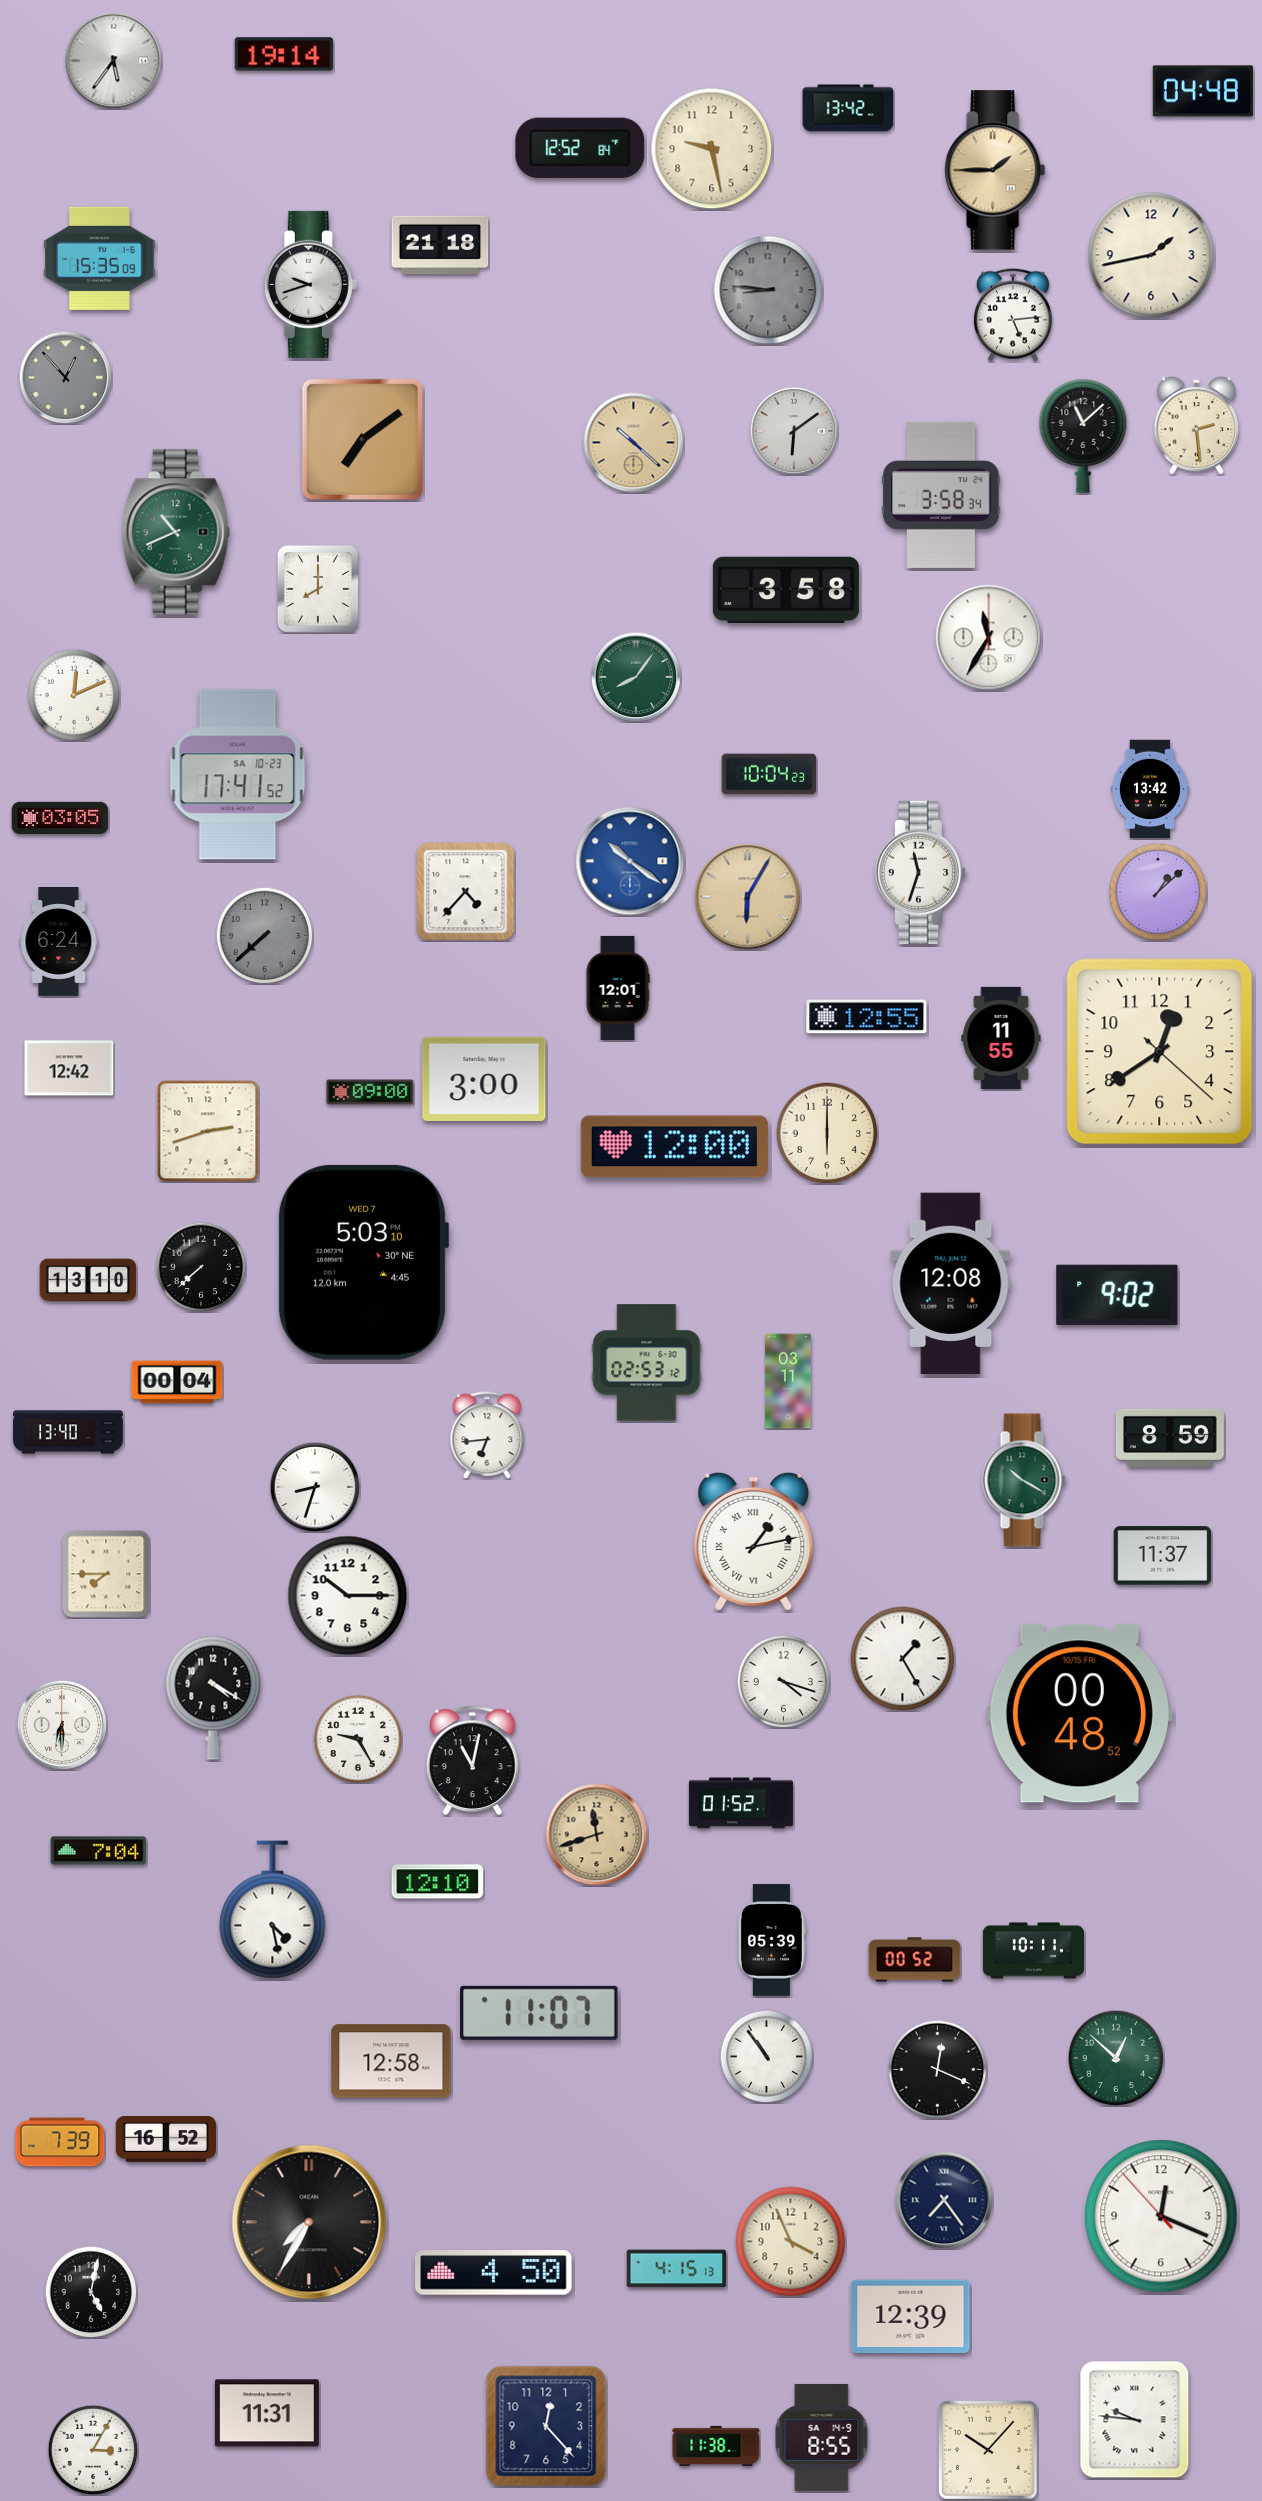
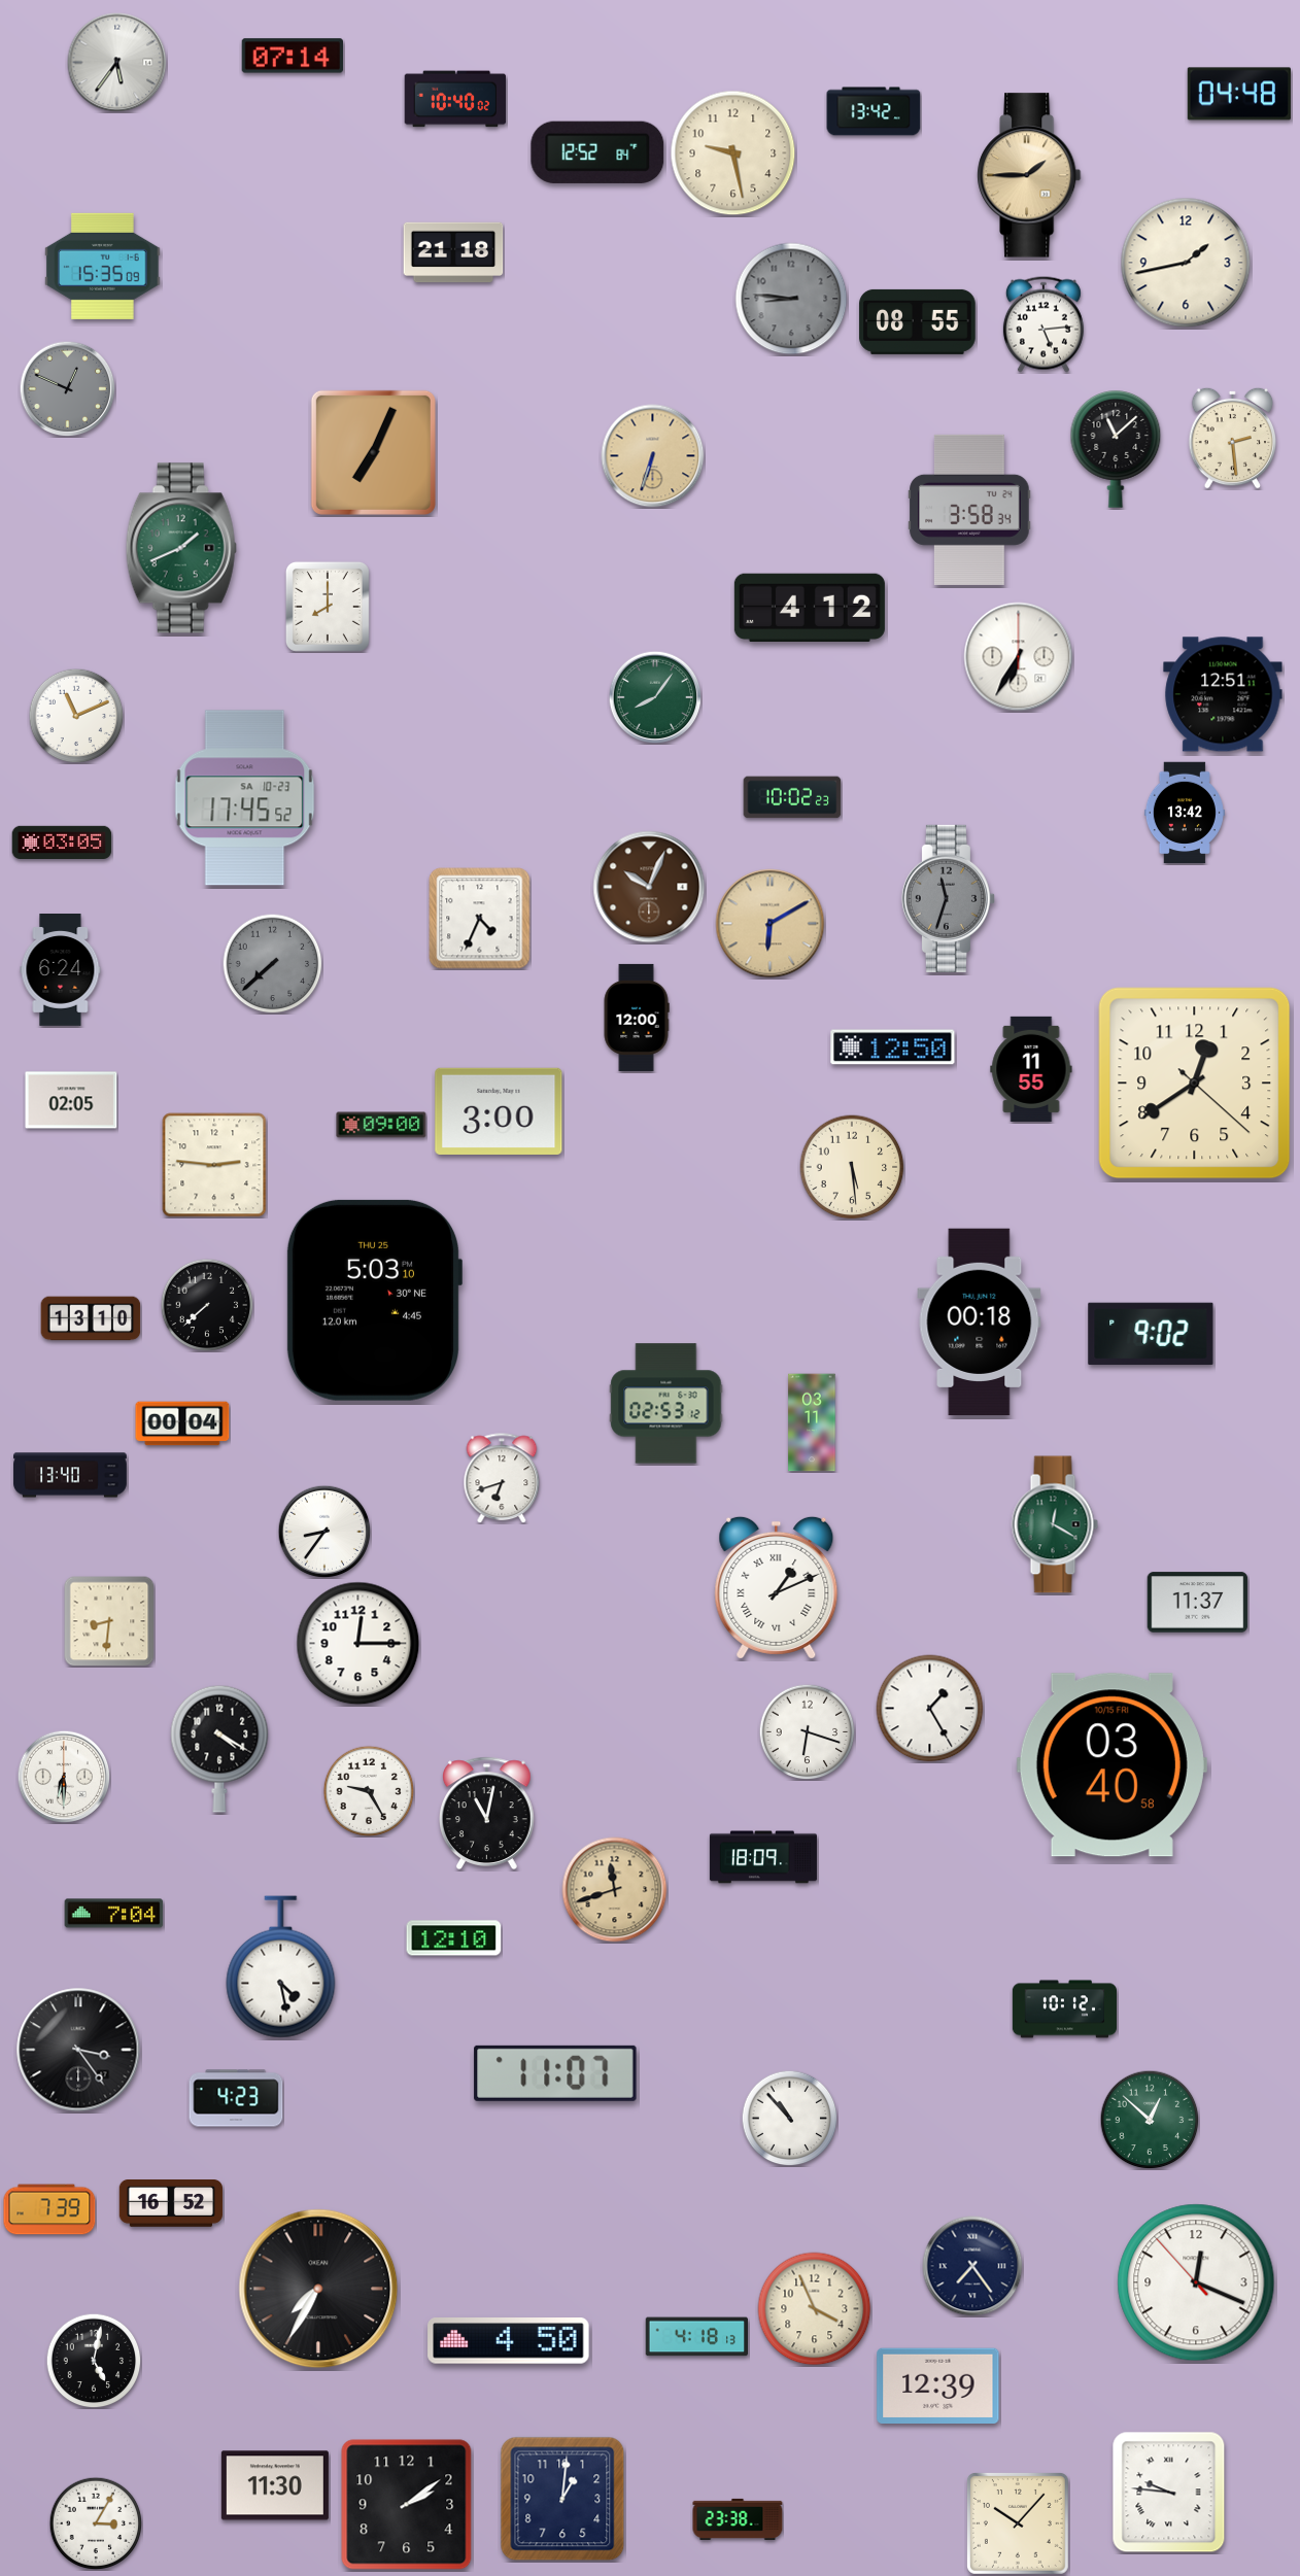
clock at (284, 54): 19:14 -> 07:14
clock at (455, 99): none -> 10:40
clock at (995, 170) position: (995, 170) -> (1029, 175)
clock at (310, 284): 9:42 -> none
clock at (918, 321): none -> 08:55
clock at (65, 377): 12:53 -> 12:49
clock at (793, 430): 6:09 -> none
clock at (362, 439): 7:09 -> 7:04
clock at (634, 443): 10:22 -> 6:33
clock at (176, 532): 10:41 -> 1:41
clock at (786, 590): 3:58 -> 4:12
clock at (989, 638): 11:35 -> 6:35
clock at (1223, 694): none -> 12:51
clock at (74, 695): 12:11 -> 11:11
clock at (769, 774): 10:04 -> 10:02
clock at (238, 775): 17:41 -> 17:45
clock at (630, 861): 10:21 -> 10:04
clock at (630, 861) dial: blue -> brown
clock at (920, 872) dial: white -> grey
clock at (466, 892): 4:37 -> 4:34
clock at (1158, 892): 1:08 -> none
clock at (748, 897): 6:05 -> 6:10
clock at (618, 988): 12:01 -> 12:00
clock at (867, 1017): 12:55 -> 12:50
clock at (69, 1068): 12:42 -> 02:05
clock at (208, 1131): 2:42 -> 2:46
clock at (827, 1133): 6:00 -> 5:29
clock at (674, 1147): 12:00 -> none
clock at (362, 1262) date: WED 7 -> THU 25
clock at (951, 1284): 12:08 -> 00:18
clock at (487, 1435): 6:44 -> 6:42
clock at (1170, 1438): 8:59 -> none
clock at (1024, 1480): 10:20 -> 12:20
clock at (315, 1487): 8:33 -> 8:36
clock at (754, 1541): 1:13 -> 1:11
clock at (106, 1574): 7:45 -> 8:31
clock at (348, 1596): 10:15 -> 12:15
clock at (783, 1681): 4:18 -> 6:18
clock at (1079, 1714): 00:48 -> 03:40
clock at (741, 1803): 01:52 -> 18:09
clock at (99, 1851) position: (99, 1851) -> (114, 1914)
clock at (438, 1882) position: (438, 1882) -> (454, 1938)
clock at (772, 1940): 05:39 -> none
clock at (1033, 1951): 10:11 -> 10:12
clock at (915, 1960): 00:52 -> none
clock at (78, 2050): none -> 3:24
clock at (236, 2098): none -> 4:23
clock at (766, 2056): 10:54 -> 10:53
clock at (391, 2061): 12:58 -> none
clock at (938, 2070): 12:19 -> none
clock at (60, 2142) position: (60, 2142) -> (49, 2209)
clock at (676, 2269): 4:15 -> 4:18
clock at (267, 2413): 11:31 -> 11:30
clock at (546, 2426): 12:23 -> 1:01
clock at (407, 2505): none -> 2:09
clock at (822, 2437): 8:55 -> none
clock at (716, 2446): 11:38 -> 23:38
